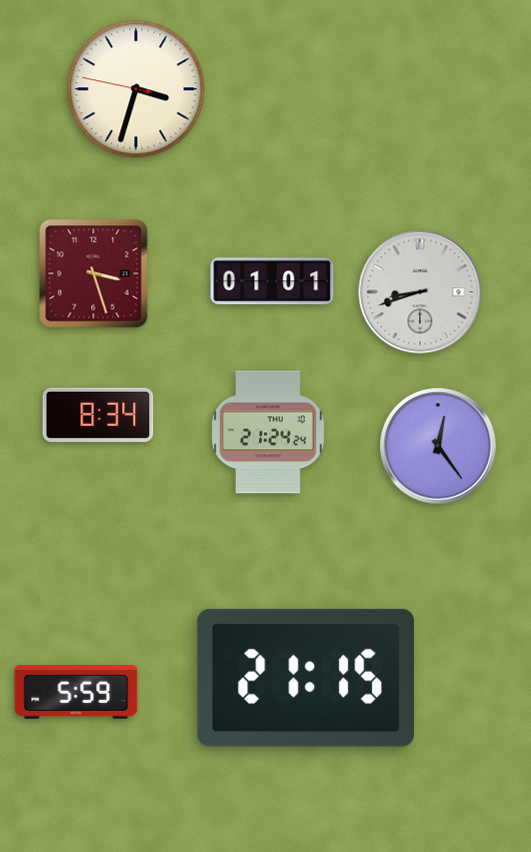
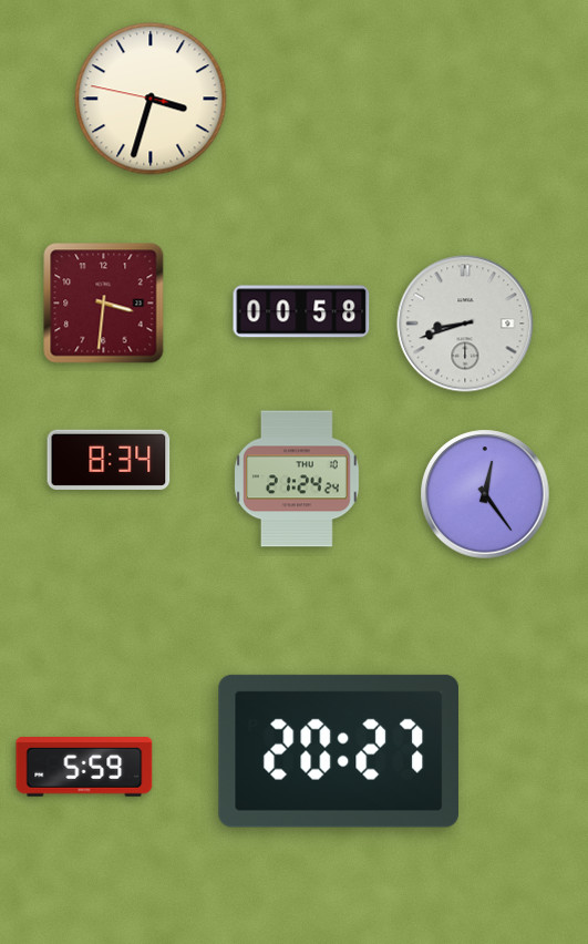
clock at (94, 274): 3:27 -> 3:31
clock at (272, 281): 01:01 -> 00:58
clock at (305, 678): 21:15 -> 20:27
